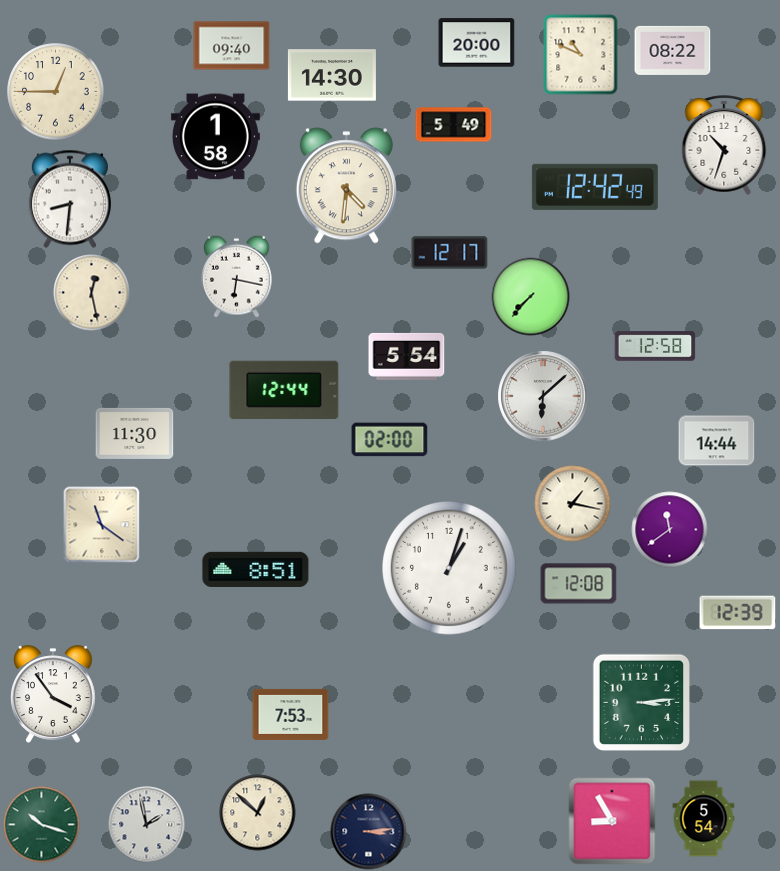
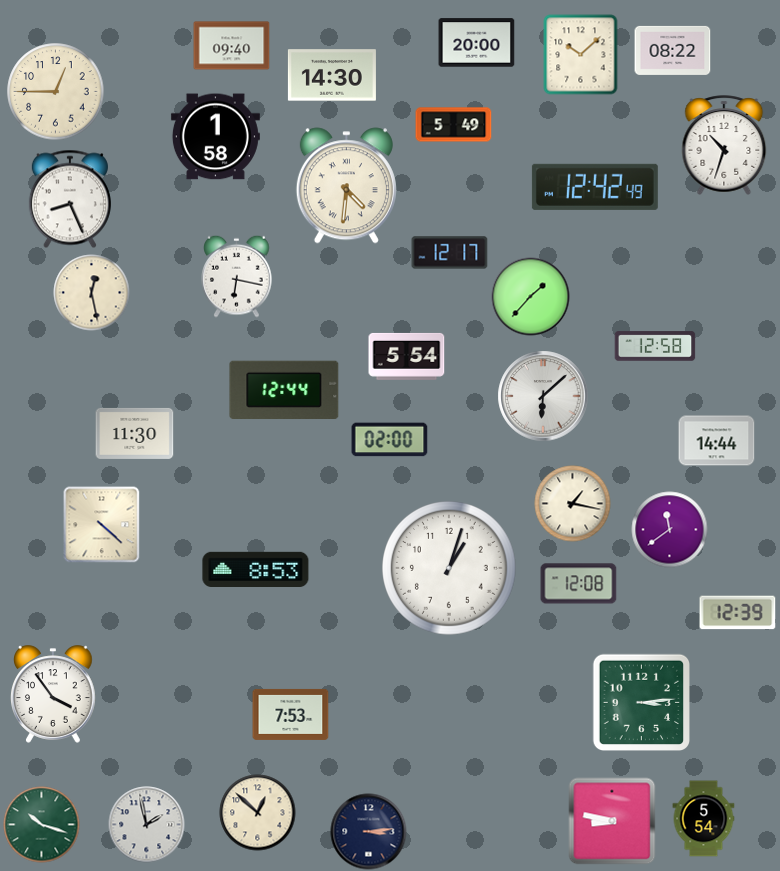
clock at (581, 55): 10:49 -> 10:08
clock at (70, 199): 8:31 -> 8:26
clock at (531, 297): 7:37 -> 1:37
clock at (102, 525): 11:21 -> 4:22
clock at (256, 569): 8:51 -> 8:53
clock at (612, 821): 8:55 -> 8:47
